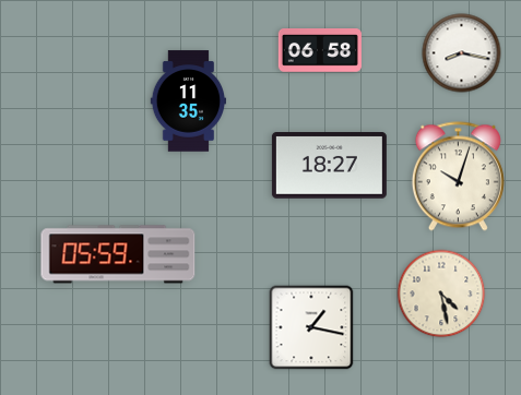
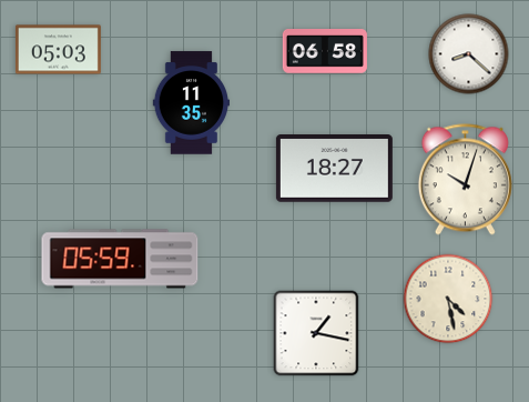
clock at (58, 50): none -> 05:03
clock at (462, 53): 8:17 -> 8:22
